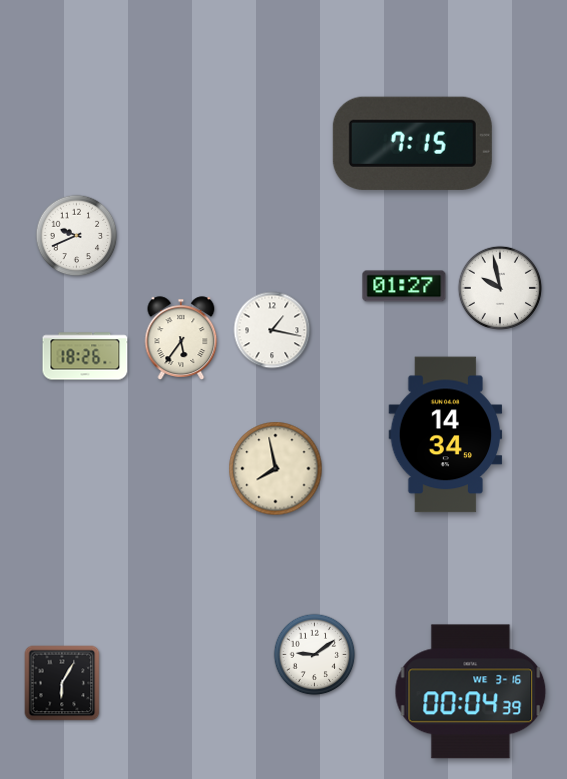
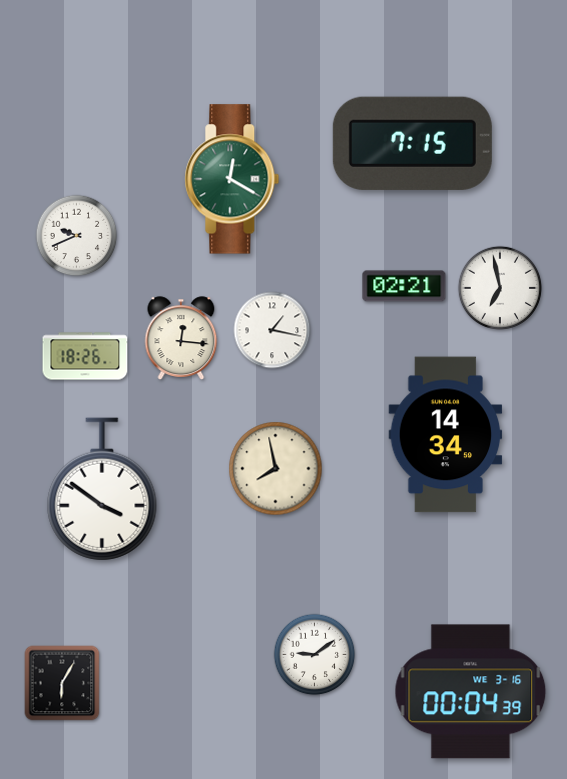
clock at (232, 179): none -> 12:20
clock at (404, 286): 01:27 -> 02:21
clock at (499, 287): 9:58 -> 6:58
clock at (181, 338): 5:36 -> 12:16
clock at (102, 489): none -> 3:51
